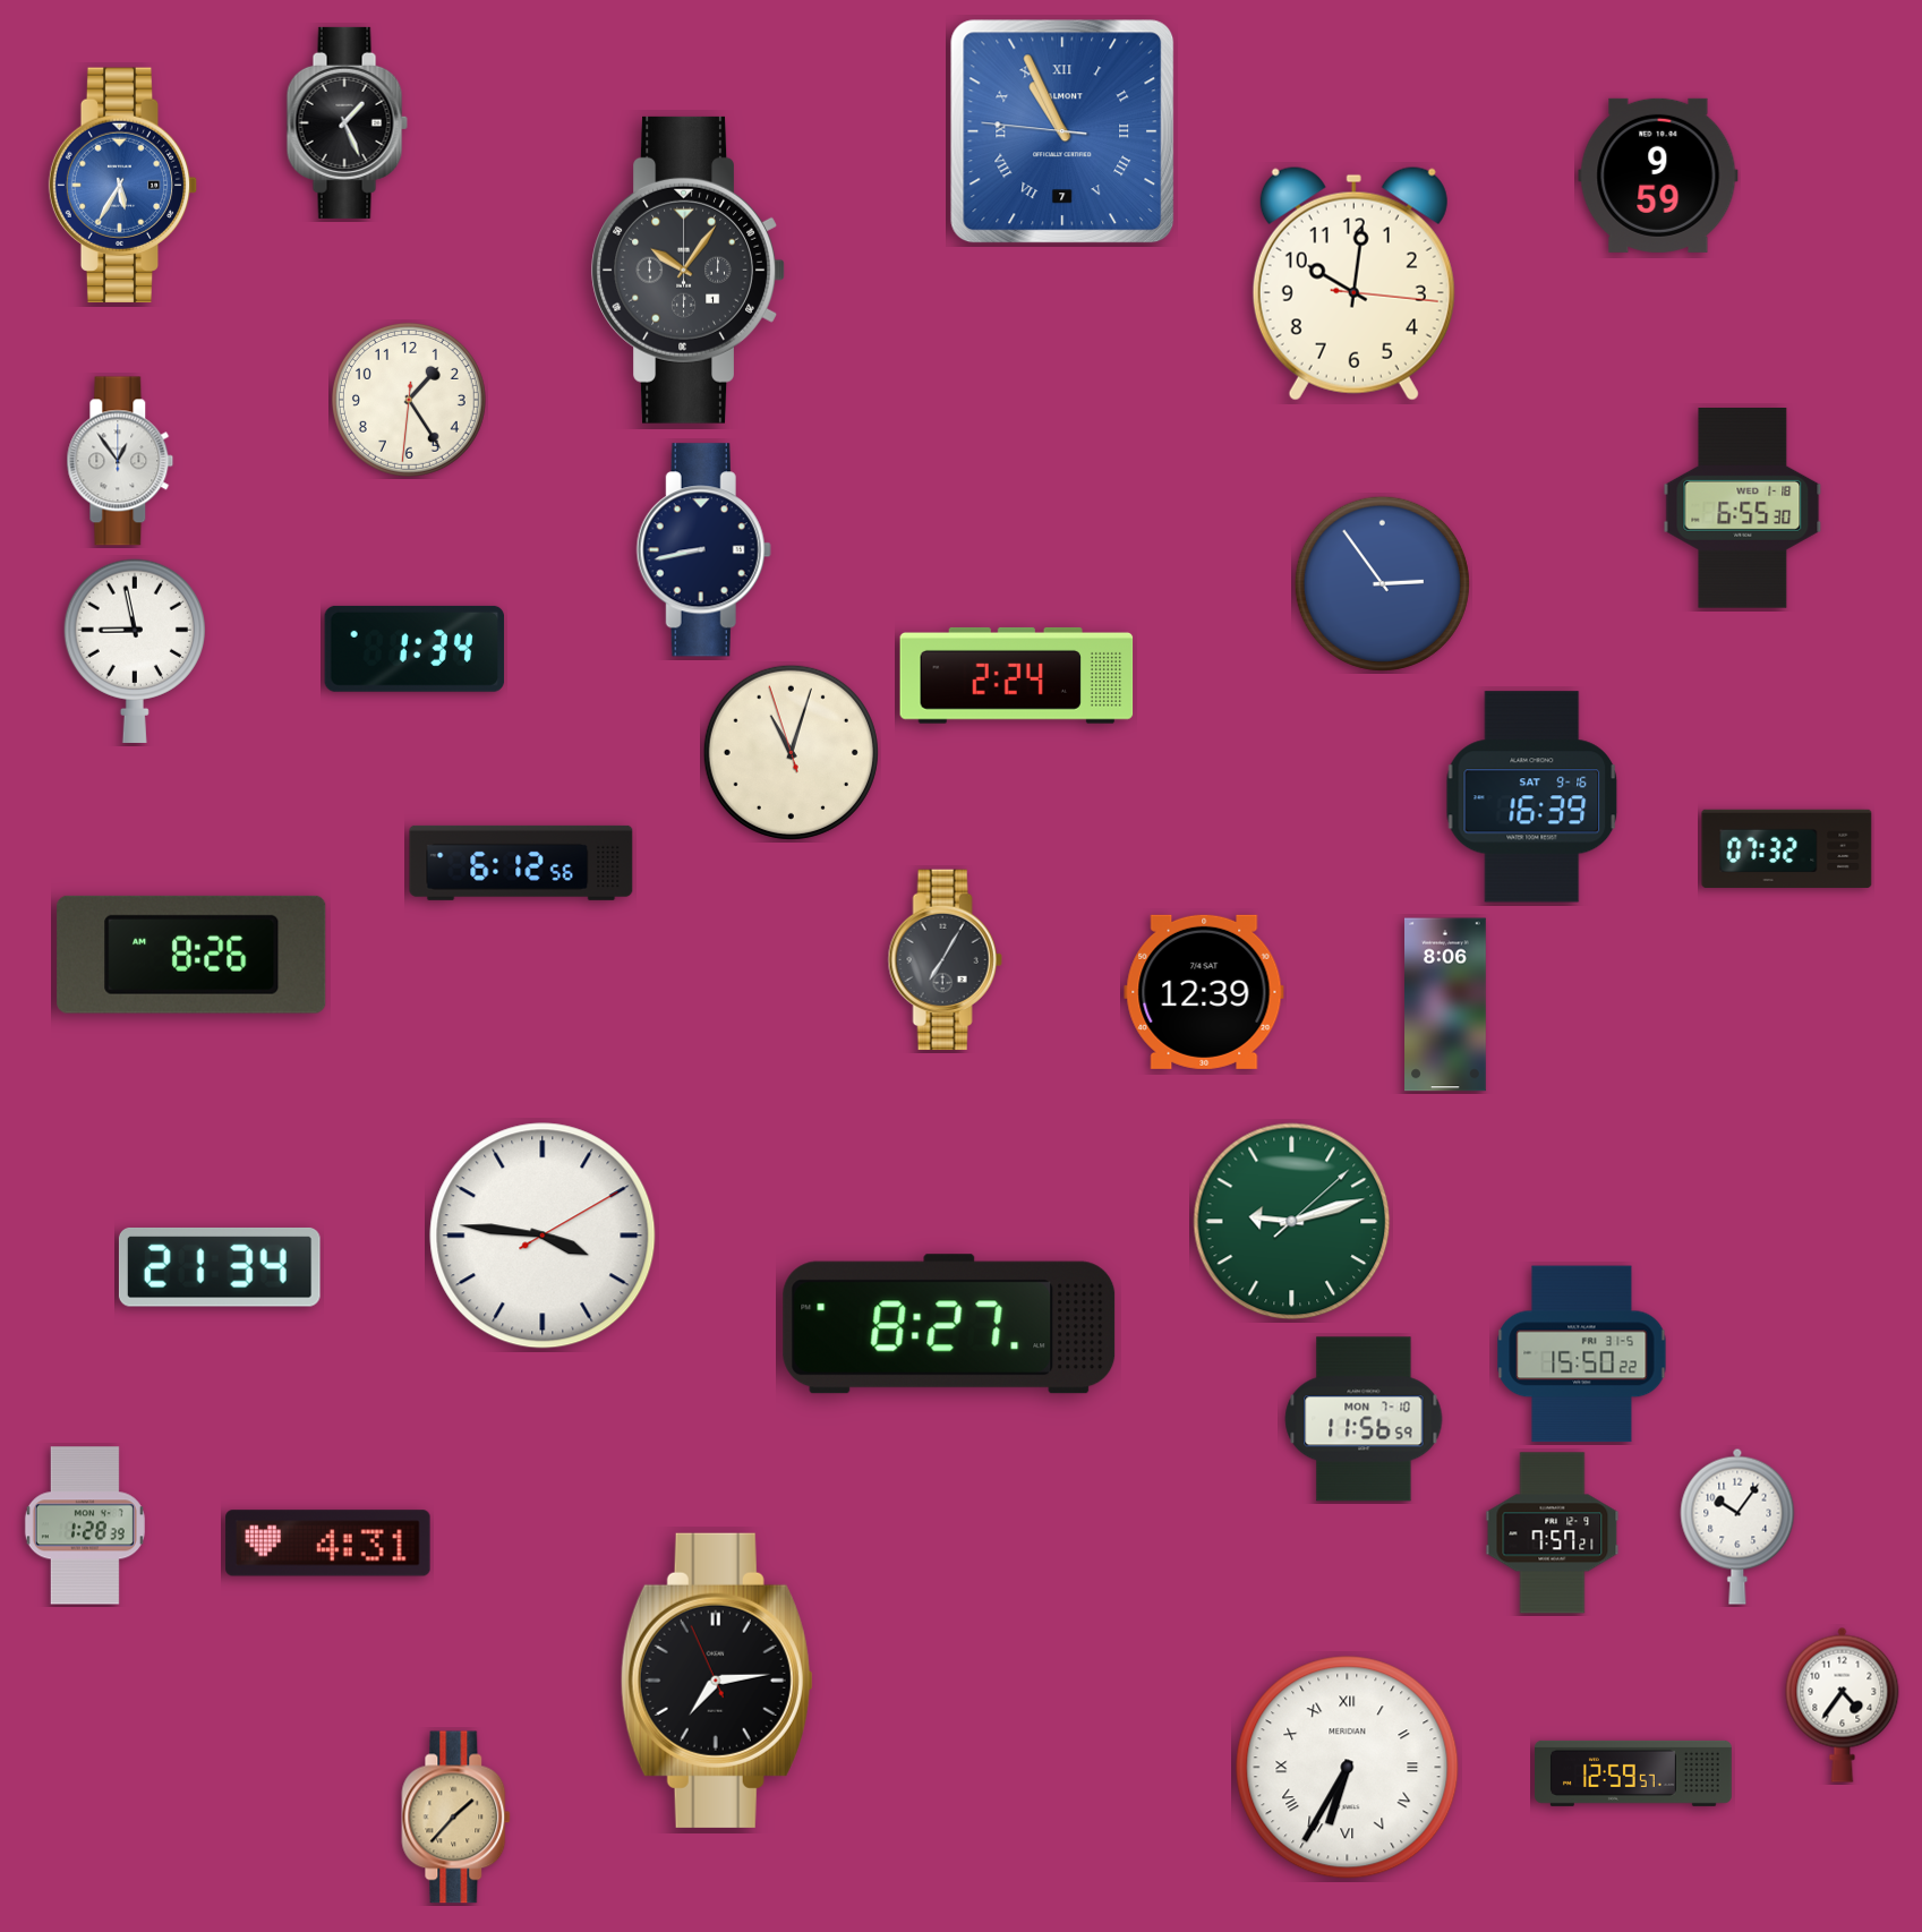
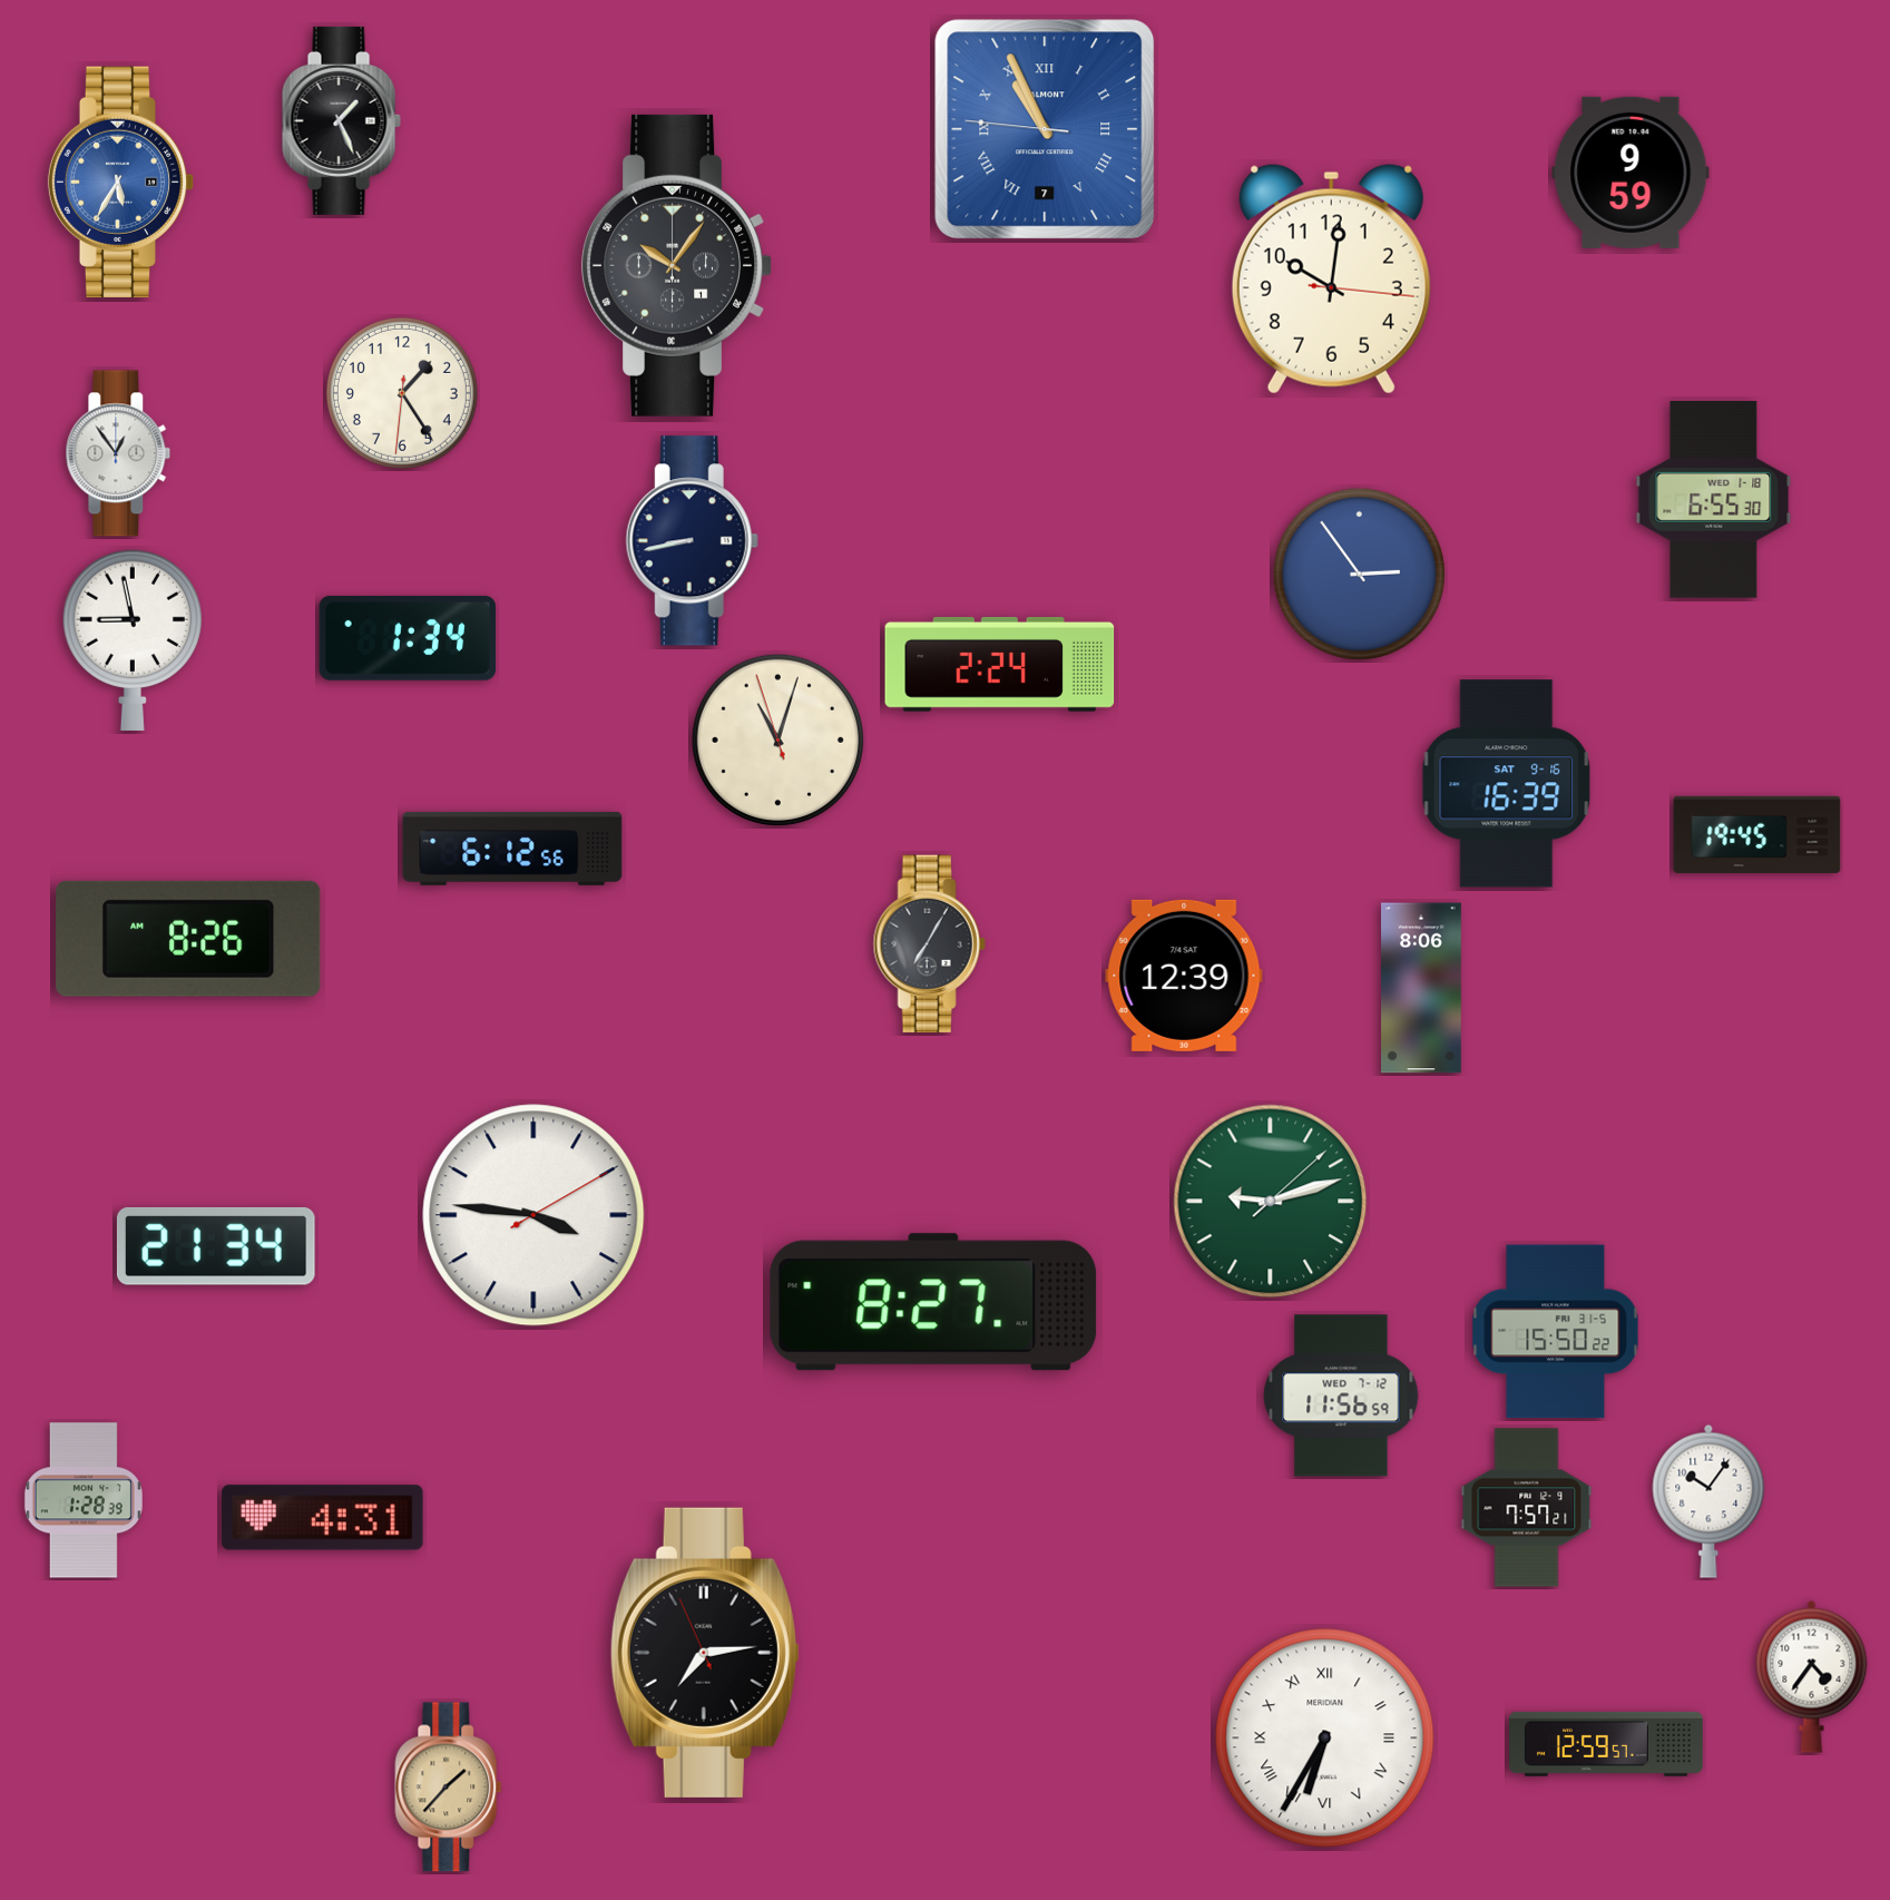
clock at (1787, 848): 07:32 -> 19:45
clock at (1364, 1419) date: MON 7-10 -> WED 7-12
